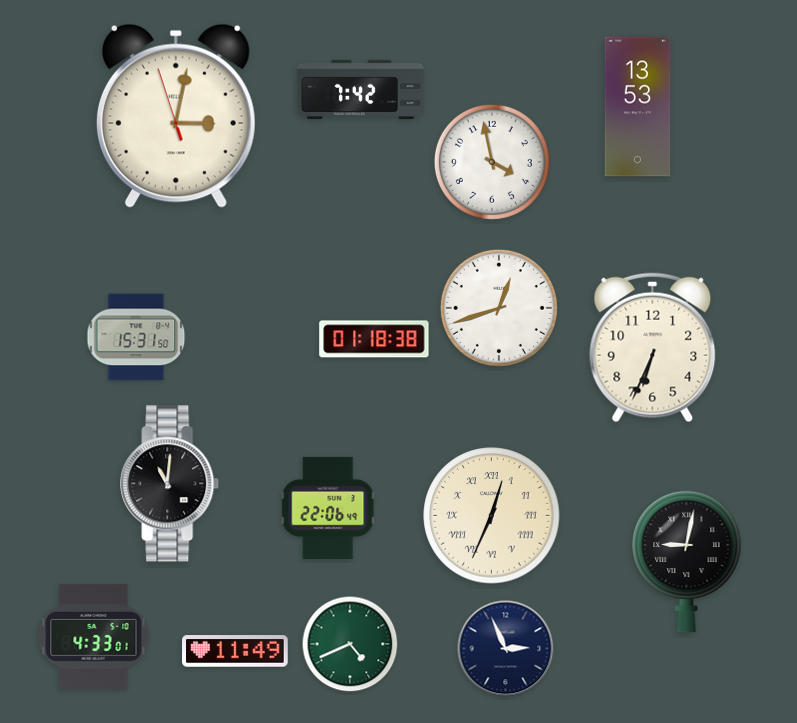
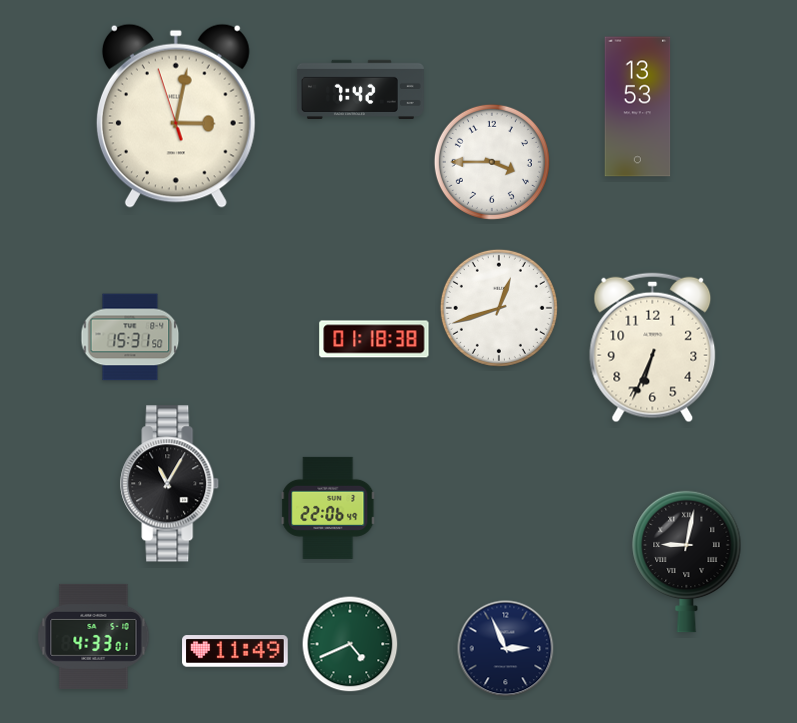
clock at (492, 162): 3:58 -> 3:45
clock at (136, 337) position: (136, 337) -> (130, 337)
clock at (170, 484): 11:01 -> 11:05
clock at (492, 516): 12:34 -> none
